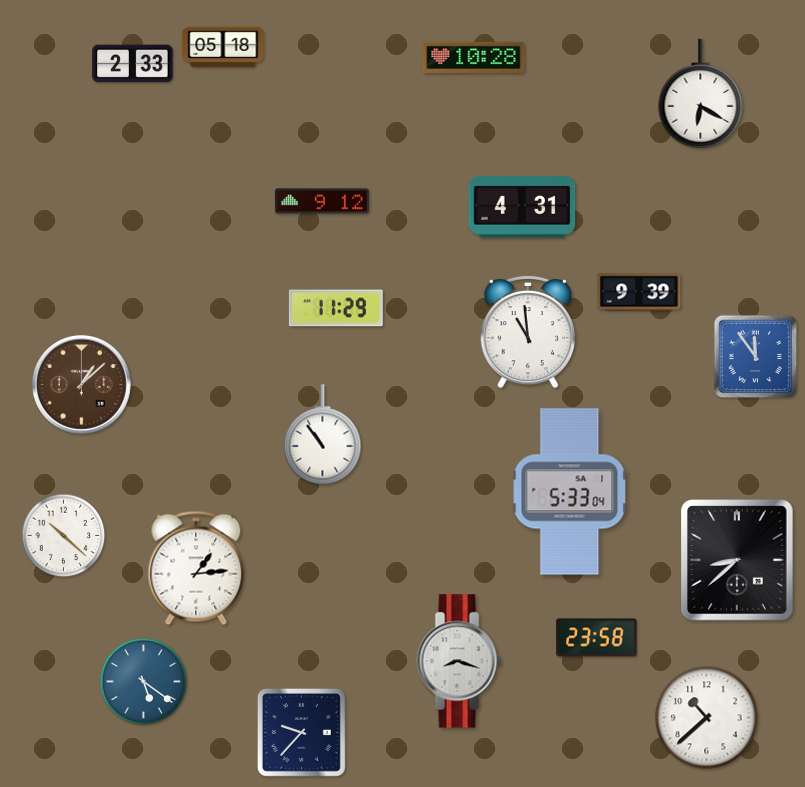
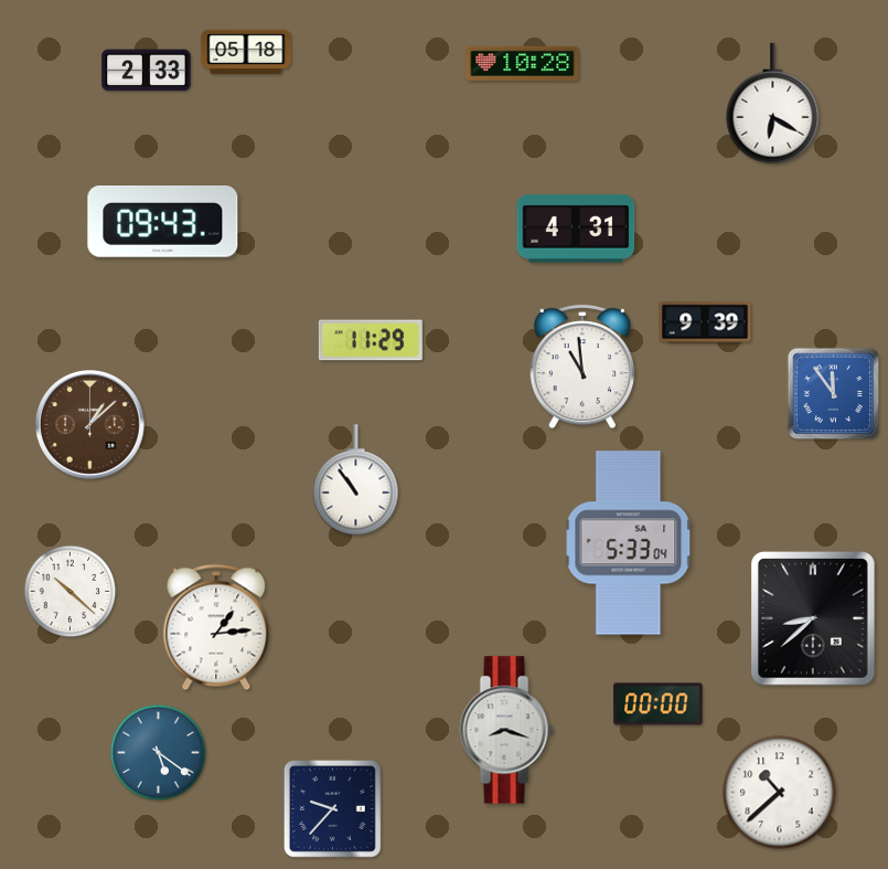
clock at (163, 222): none -> 09:43
clock at (322, 201): 9:12 -> none
clock at (597, 638): 23:58 -> 00:00
